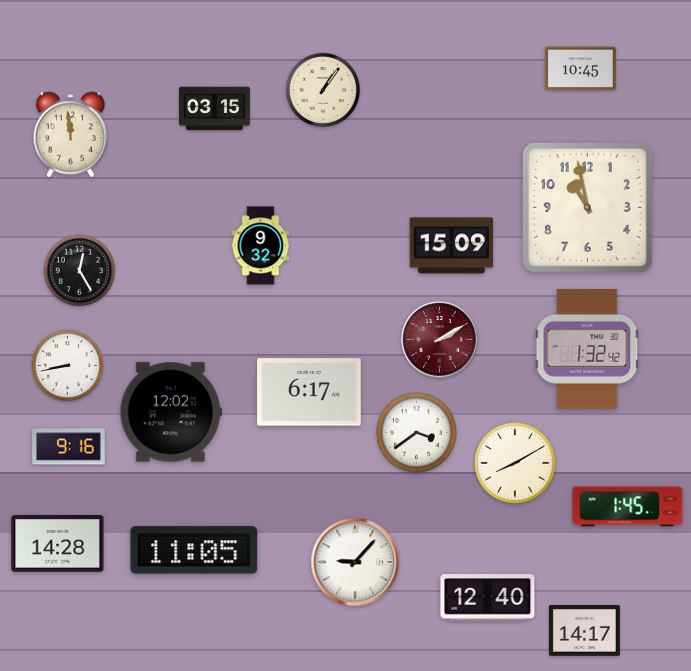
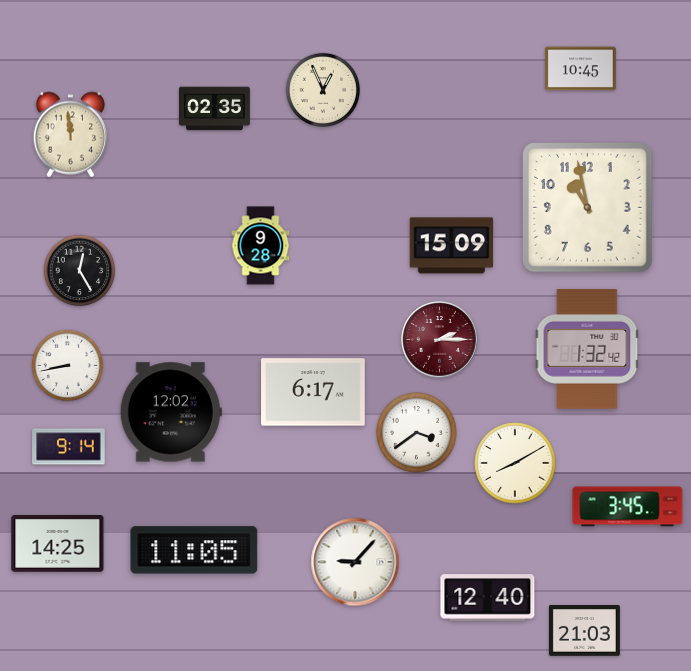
clock at (322, 89): 1:06 -> 12:56
clock at (214, 109): 03:15 -> 02:35
clock at (261, 246): 9:32 -> 9:28
clock at (440, 340): 2:10 -> 2:15
clock at (309, 392) position: (309, 392) -> (313, 392)
clock at (69, 447): 9:16 -> 9:14
clock at (628, 507): 1:45 -> 3:45
clock at (58, 544): 14:28 -> 14:25
clock at (584, 631): 14:17 -> 21:03
